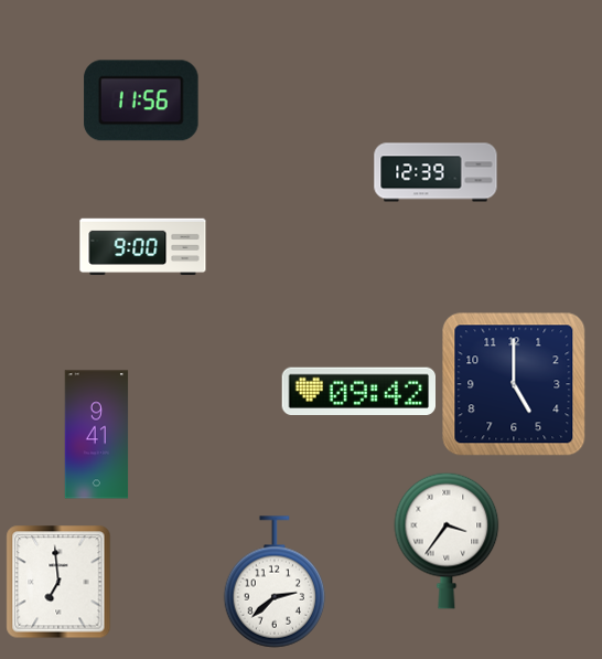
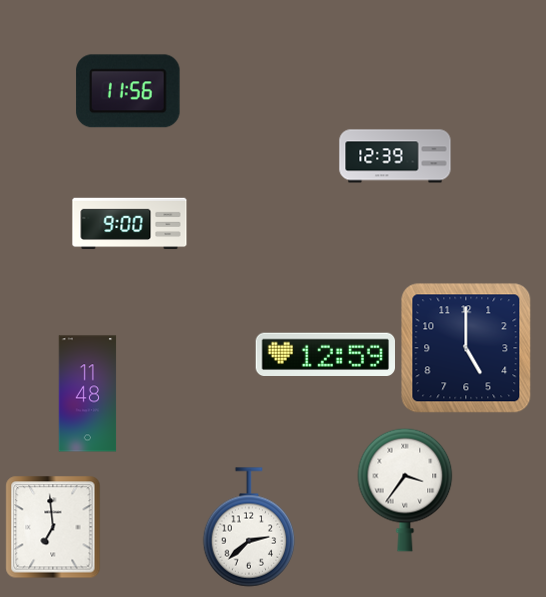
clock at (358, 391): 09:42 -> 12:59
clock at (97, 435): 9:41 -> 11:48
